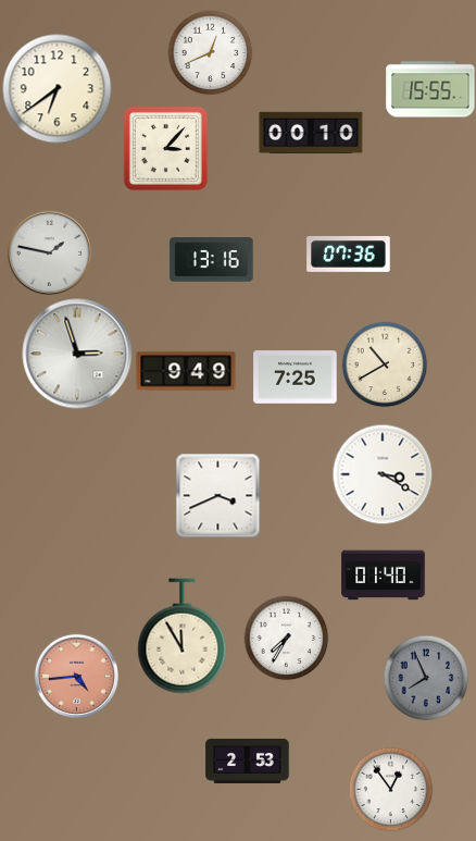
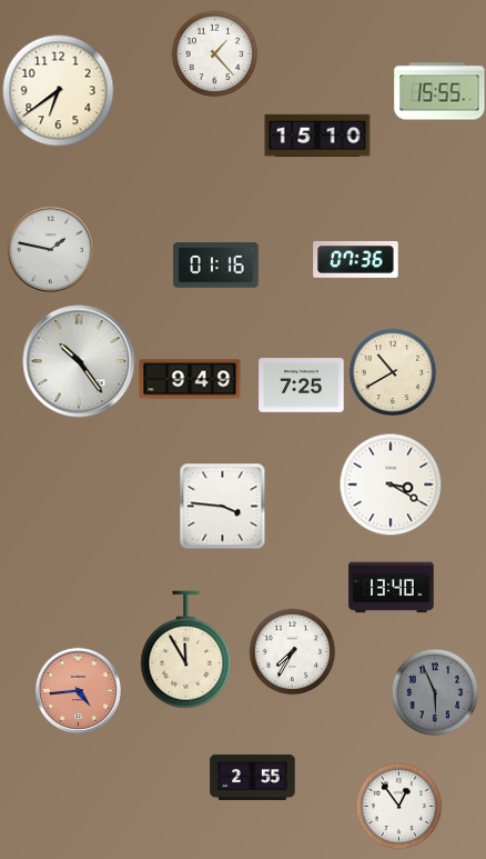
clock at (210, 52): 12:41 -> 1:23
clock at (311, 133): 00:10 -> 15:10
clock at (165, 148): 3:07 -> none
clock at (49, 252) position: (49, 252) -> (50, 249)
clock at (212, 260): 13:16 -> 01:16
clock at (77, 354): 2:57 -> 10:24
clock at (217, 495): 3:41 -> 3:46
clock at (384, 576): 01:40 -> 13:40
clock at (426, 678): 7:56 -> 5:56
clock at (248, 760): 2:53 -> 2:55
